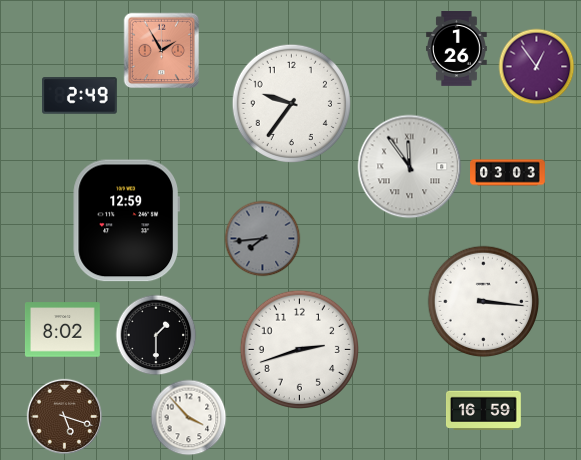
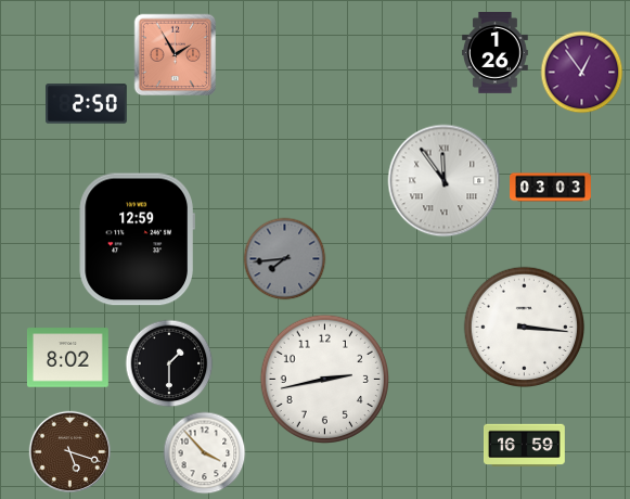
clock at (80, 96): 2:49 -> 2:50
clock at (291, 103): 9:36 -> none
clock at (299, 349): 2:42 -> 2:43
